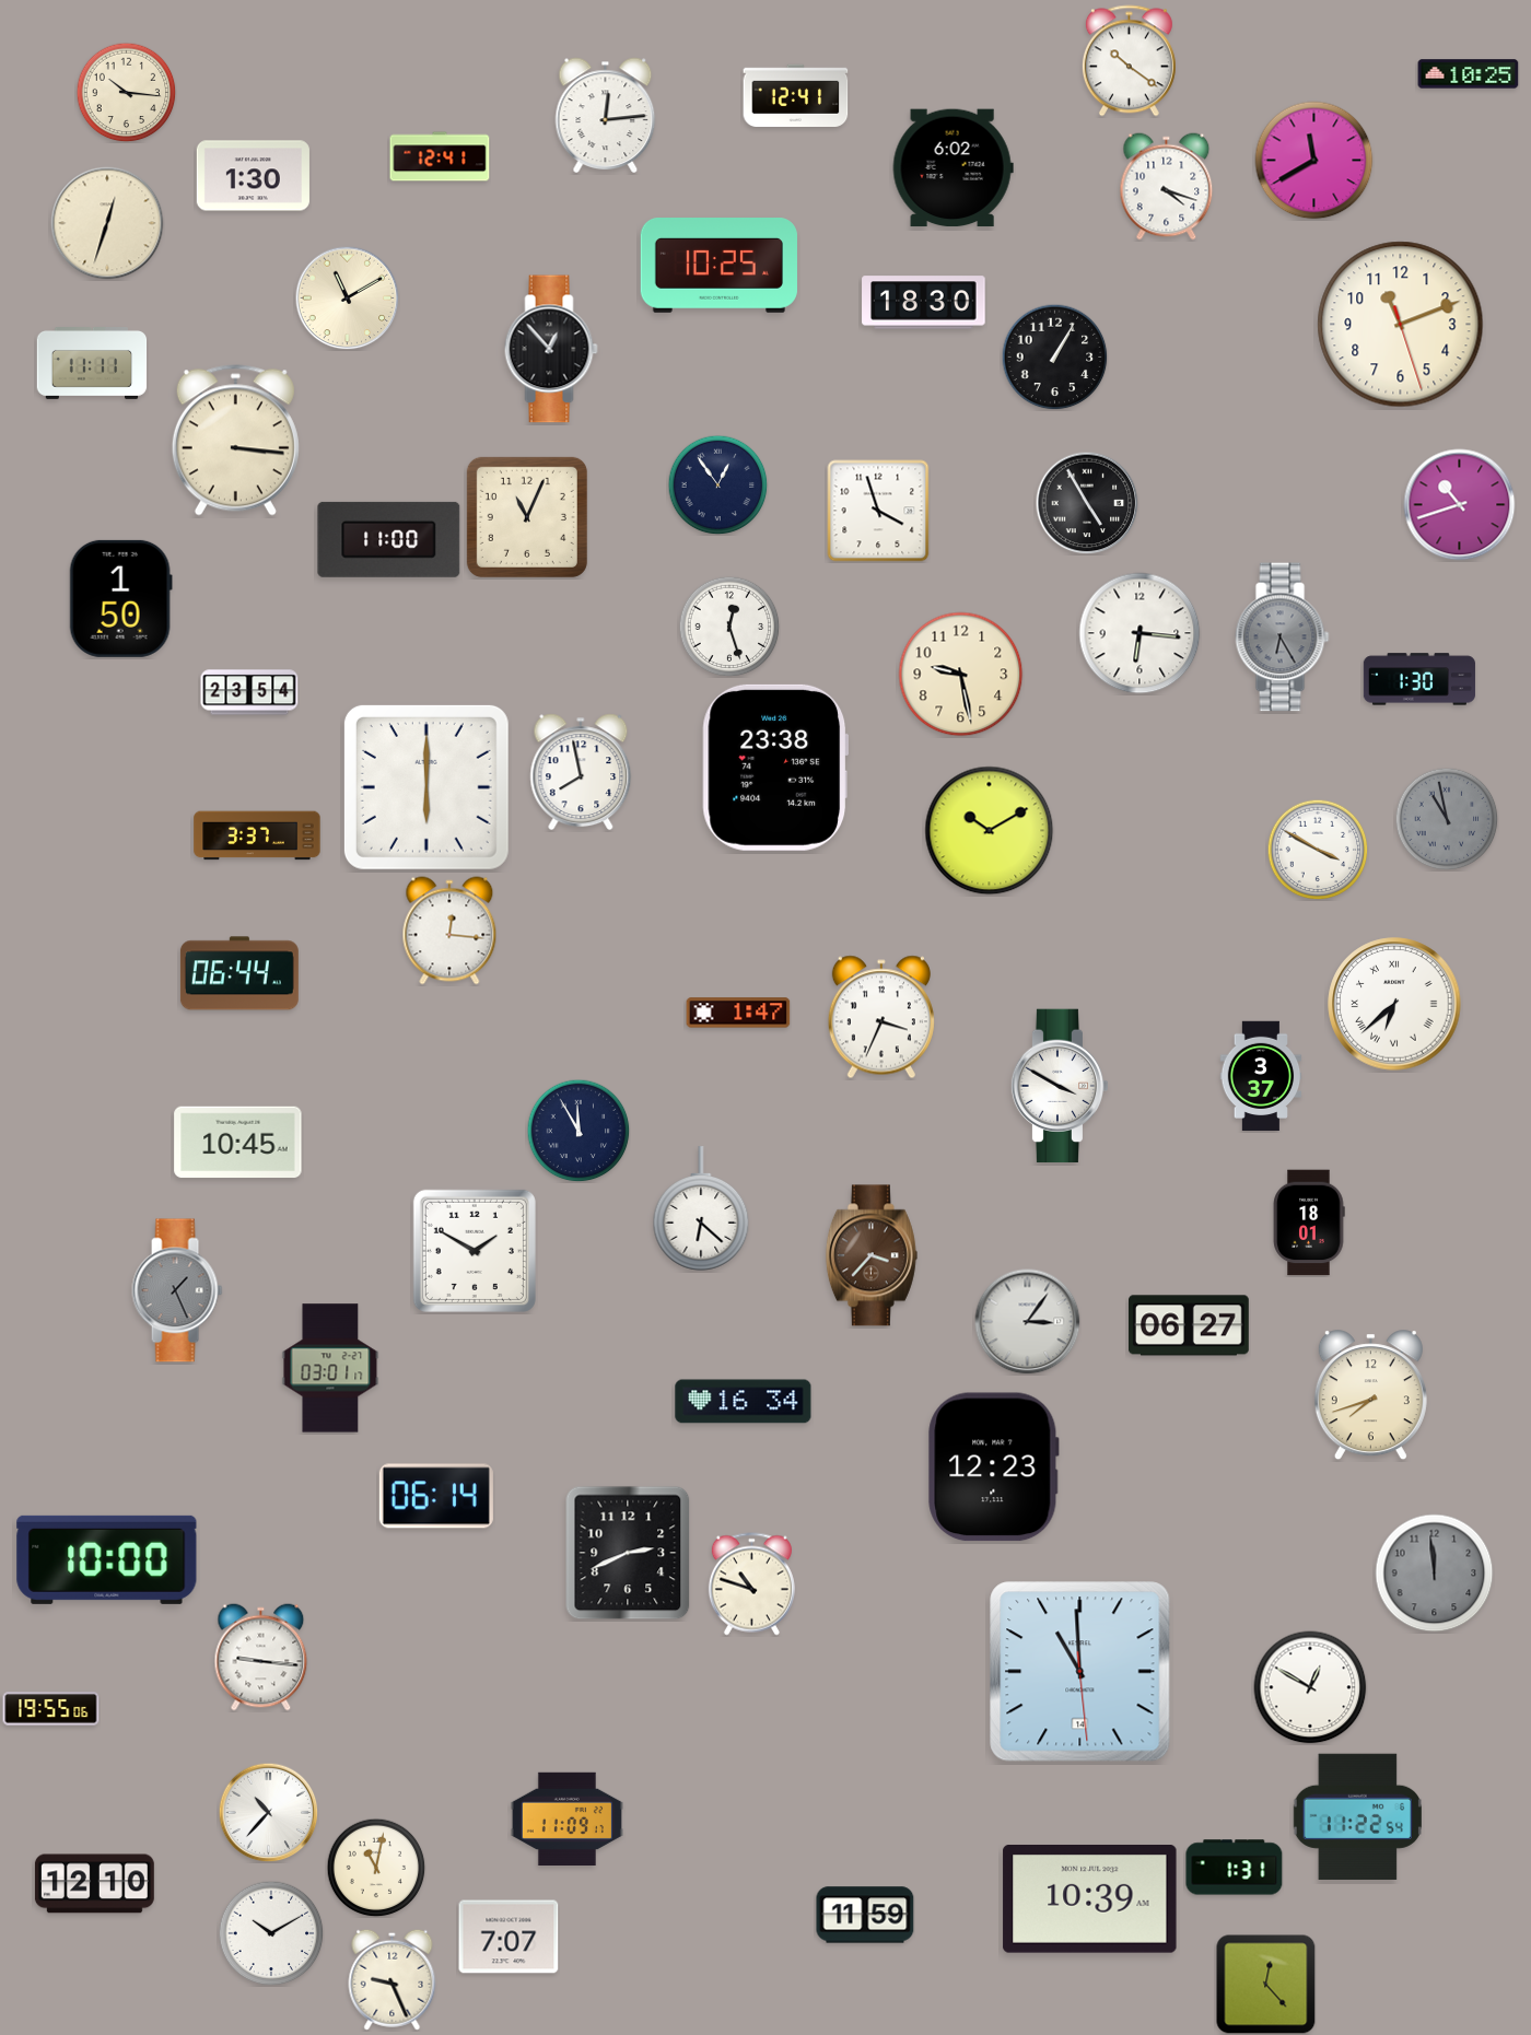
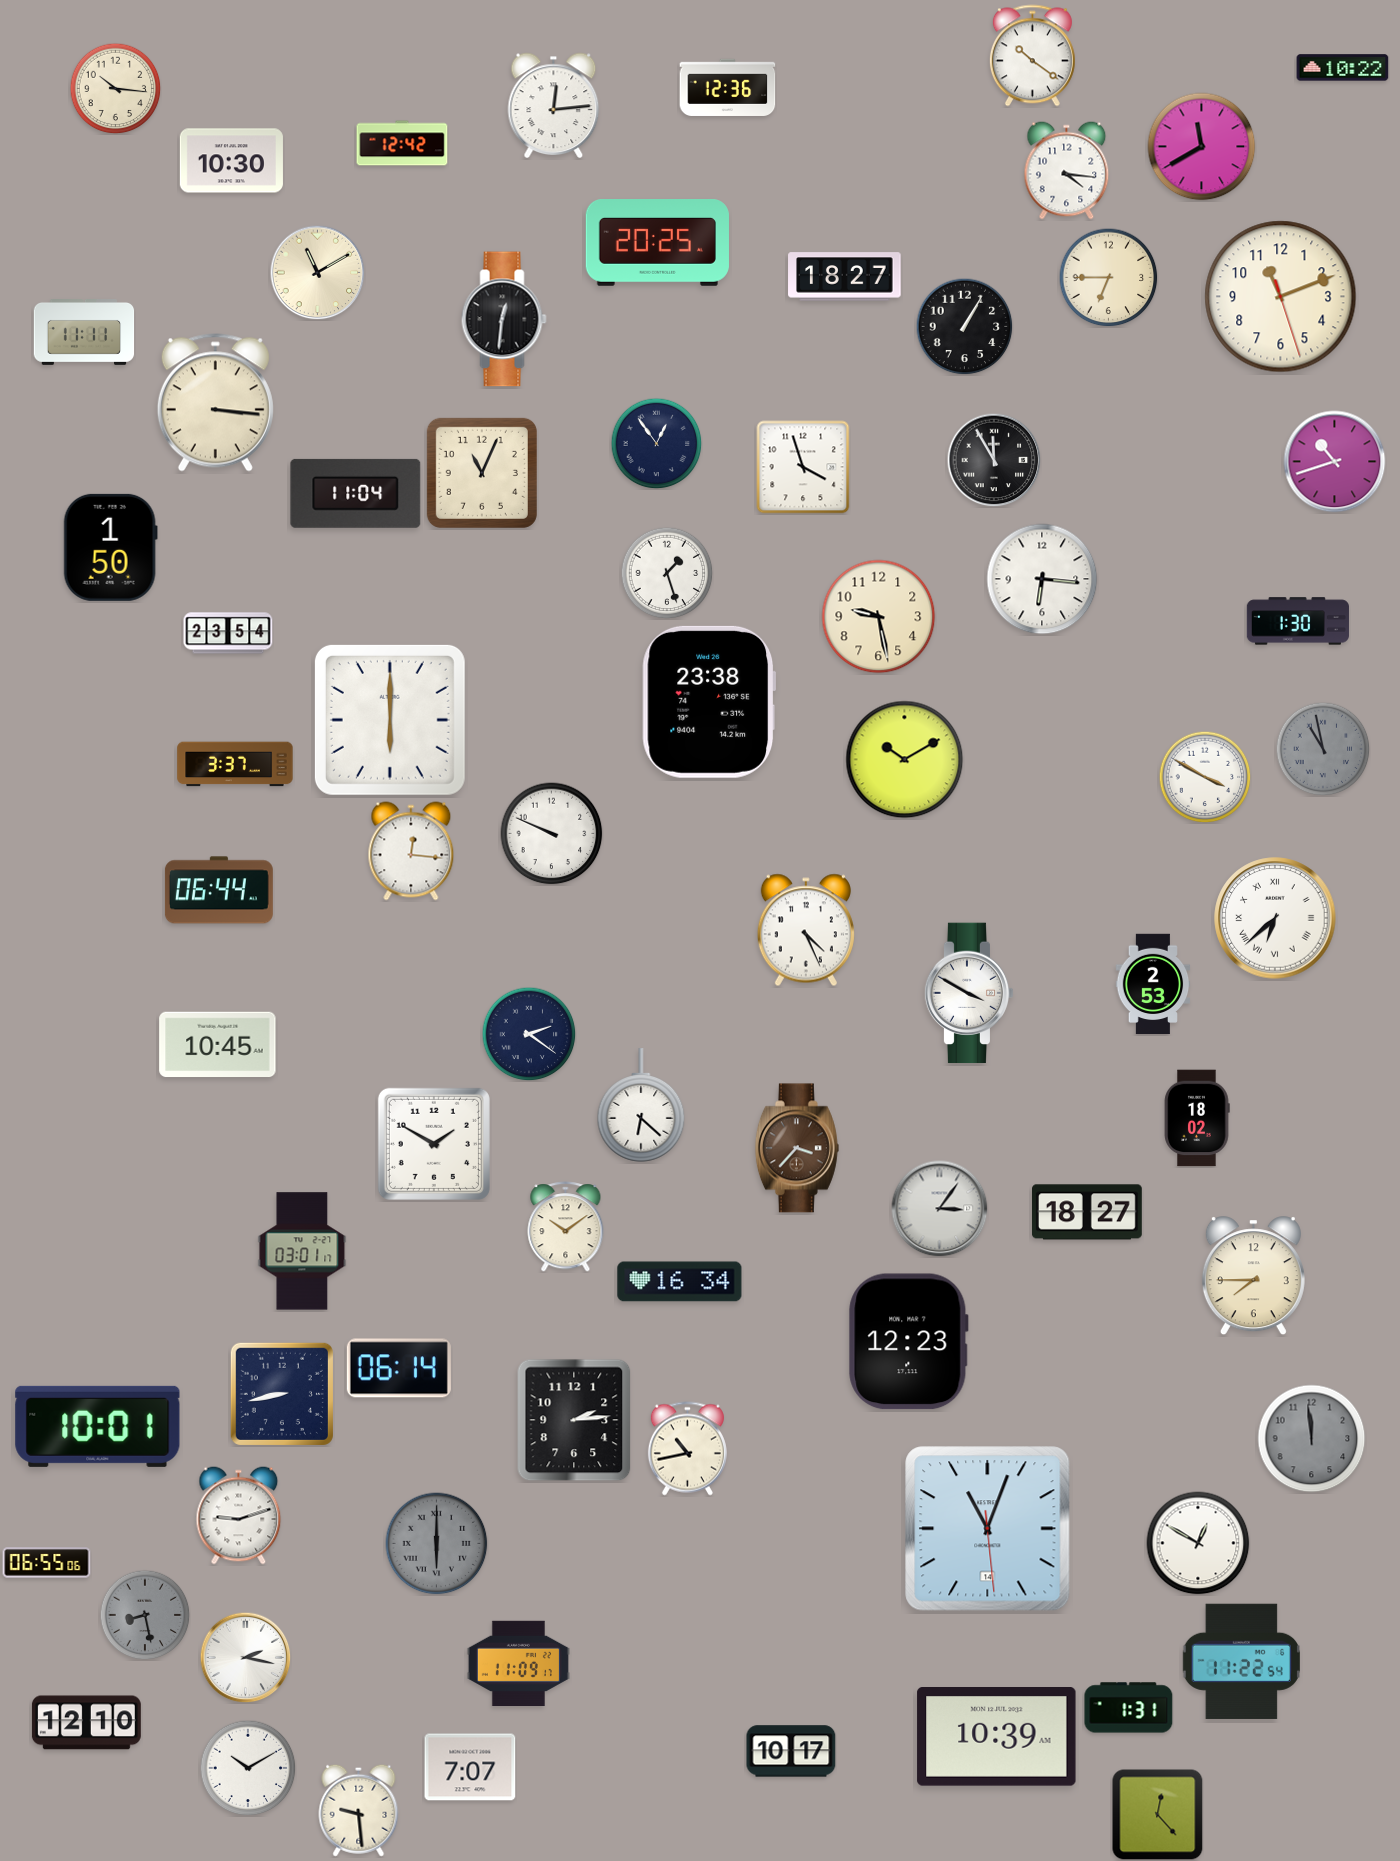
clock at (1469, 74): 10:25 -> 10:22
clock at (126, 92) position: (126, 92) -> (115, 88)
clock at (796, 95): 12:41 -> 12:36
clock at (440, 156): 12:41 -> 12:42
clock at (953, 168): 6:02 -> none
clock at (253, 176): 1:30 -> 10:30
clock at (1167, 187): 4:18 -> 4:16
clock at (107, 223): 12:33 -> none
clock at (718, 266): 10:25 -> 20:25
clock at (924, 303): 18:30 -> 18:27
clock at (1109, 278): none -> 6:45
clock at (551, 349): 12:53 -> 12:31
clock at (1087, 503): 4:55 -> 11:55
clock at (389, 539): 11:00 -> 11:04
clock at (729, 627): 12:27 -> 1:27
clock at (1283, 638): 6:25 -> none
clock at (581, 772): 7:58 -> none
clock at (552, 834): none -> 9:49
clock at (738, 1013): 1:47 -> none
clock at (881, 1017): 3:34 -> 4:26
clock at (1261, 1076): 3:37 -> 2:53
clock at (578, 1131): 11:55 -> 2:21
clock at (1309, 1223): 18:01 -> 18:02
clock at (177, 1290): 1:26 -> none
clock at (1190, 1325): 06:27 -> 18:27
clock at (566, 1227): none -> 10:09
clock at (1370, 1395): 7:42 -> 7:45
clock at (282, 1394): none -> 8:43
clock at (628, 1553): 2:41 -> 2:14
clock at (107, 1559): 10:00 -> 10:01
clock at (751, 1584): 10:48 -> 10:43
clock at (261, 1658): 9:16 -> 9:12
clock at (1080, 1672): 10:59 -> 11:03
clock at (437, 1544): none -> 6:00
clock at (51, 1709): 19:55 -> 06:55
clock at (145, 1615): none -> 8:28
clock at (268, 1812): 10:37 -> 2:17
clock at (376, 1868): 11:02 -> none
clock at (865, 1915): 11:59 -> 10:17
clock at (509, 1937) position: (509, 1937) -> (470, 1767)
clock at (393, 1979): 9:26 -> 9:29
